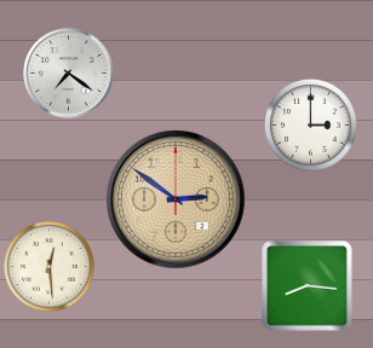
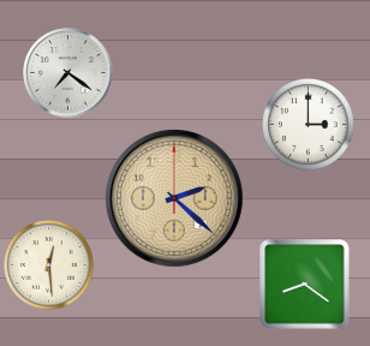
clock at (177, 201): 2:51 -> 2:22
clock at (308, 286): 8:16 -> 8:21
